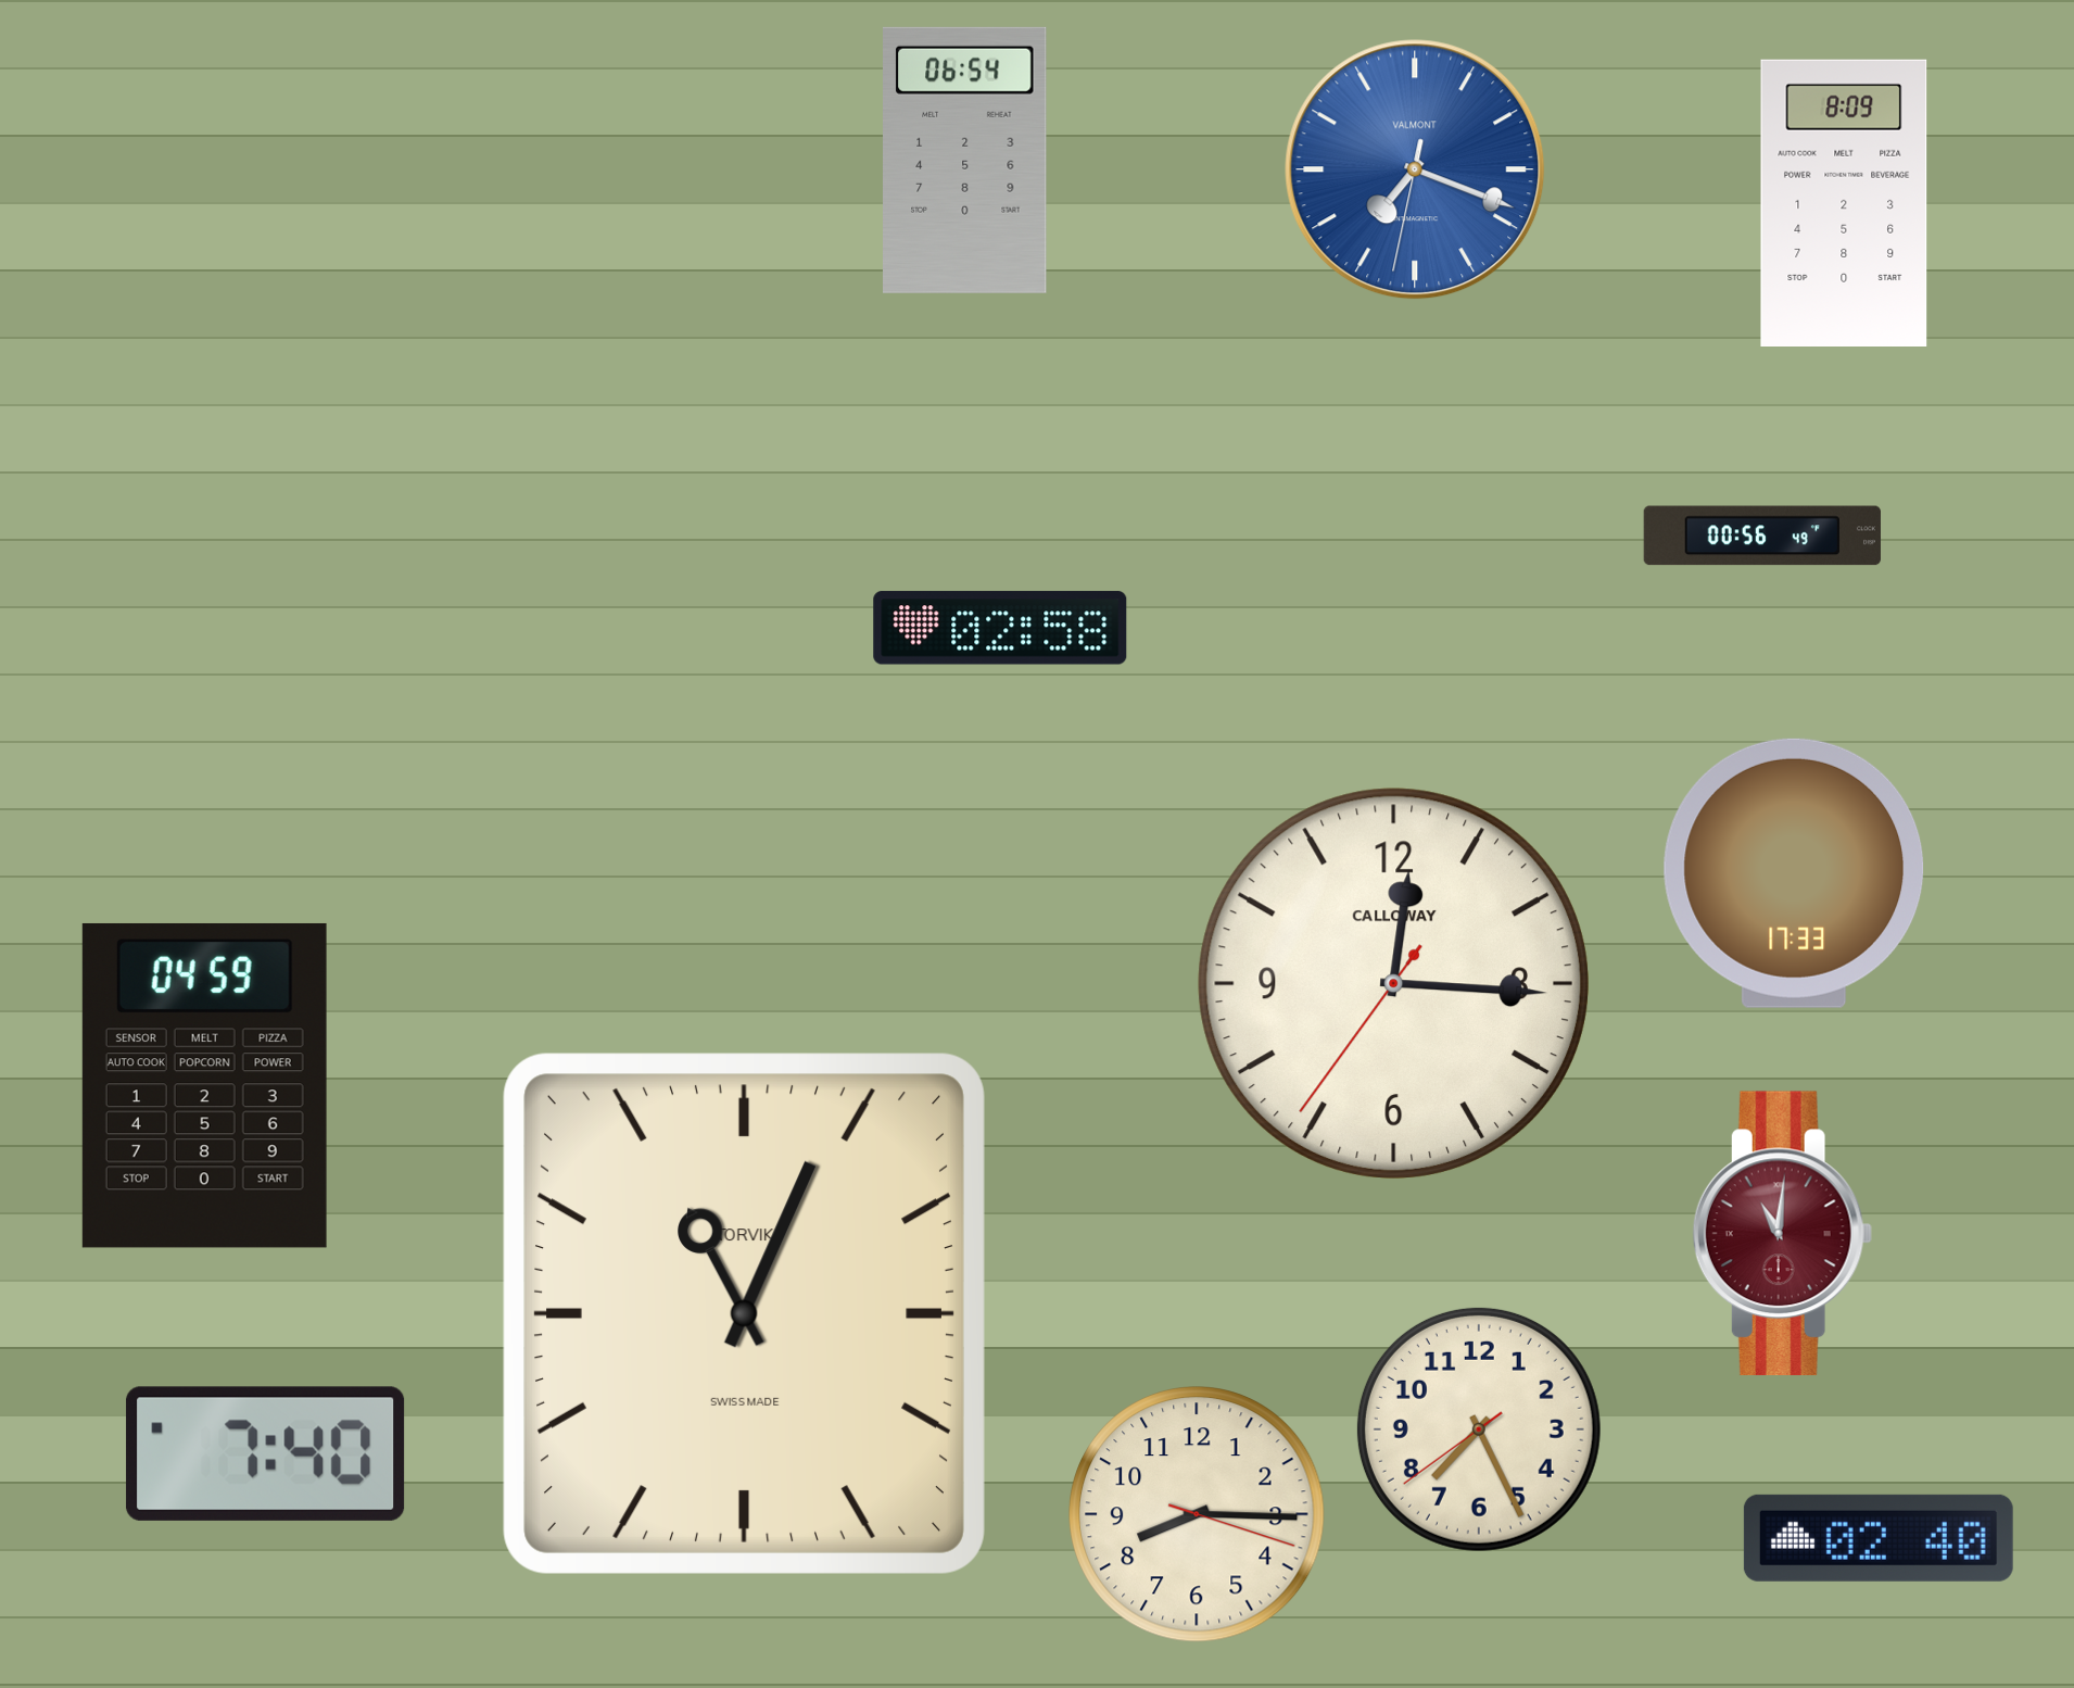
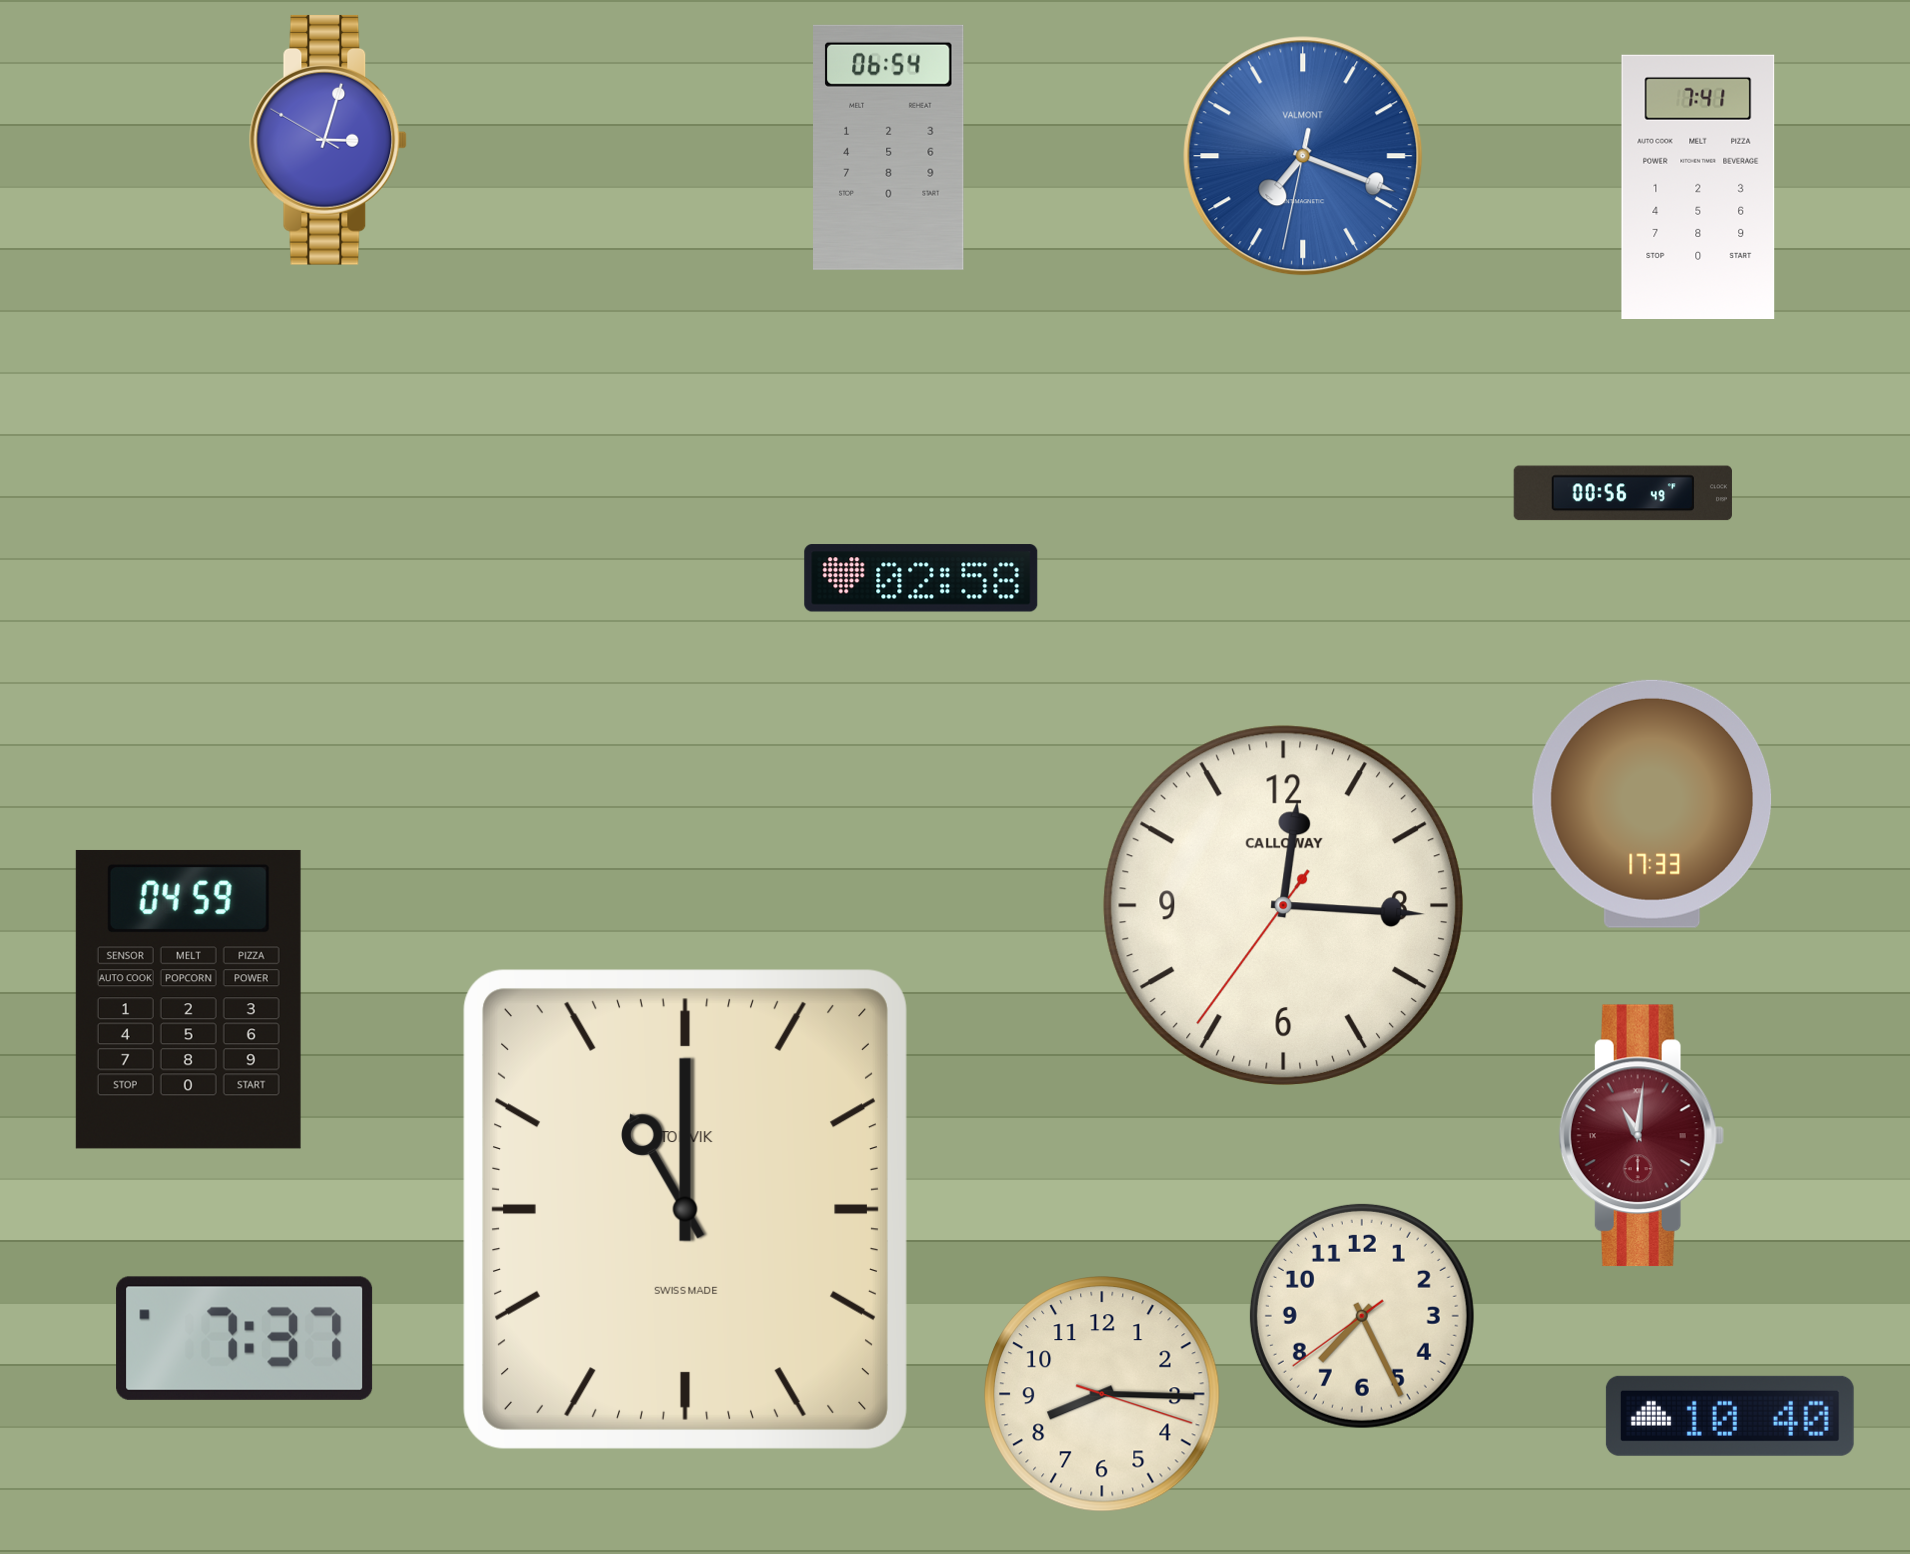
clock at (328, 140): none -> 3:02
clock at (1844, 202): 8:09 -> 7:41
clock at (744, 1313): 11:04 -> 11:00
clock at (266, 1453): 7:40 -> 7:37
clock at (1879, 1538): 02:40 -> 10:40
